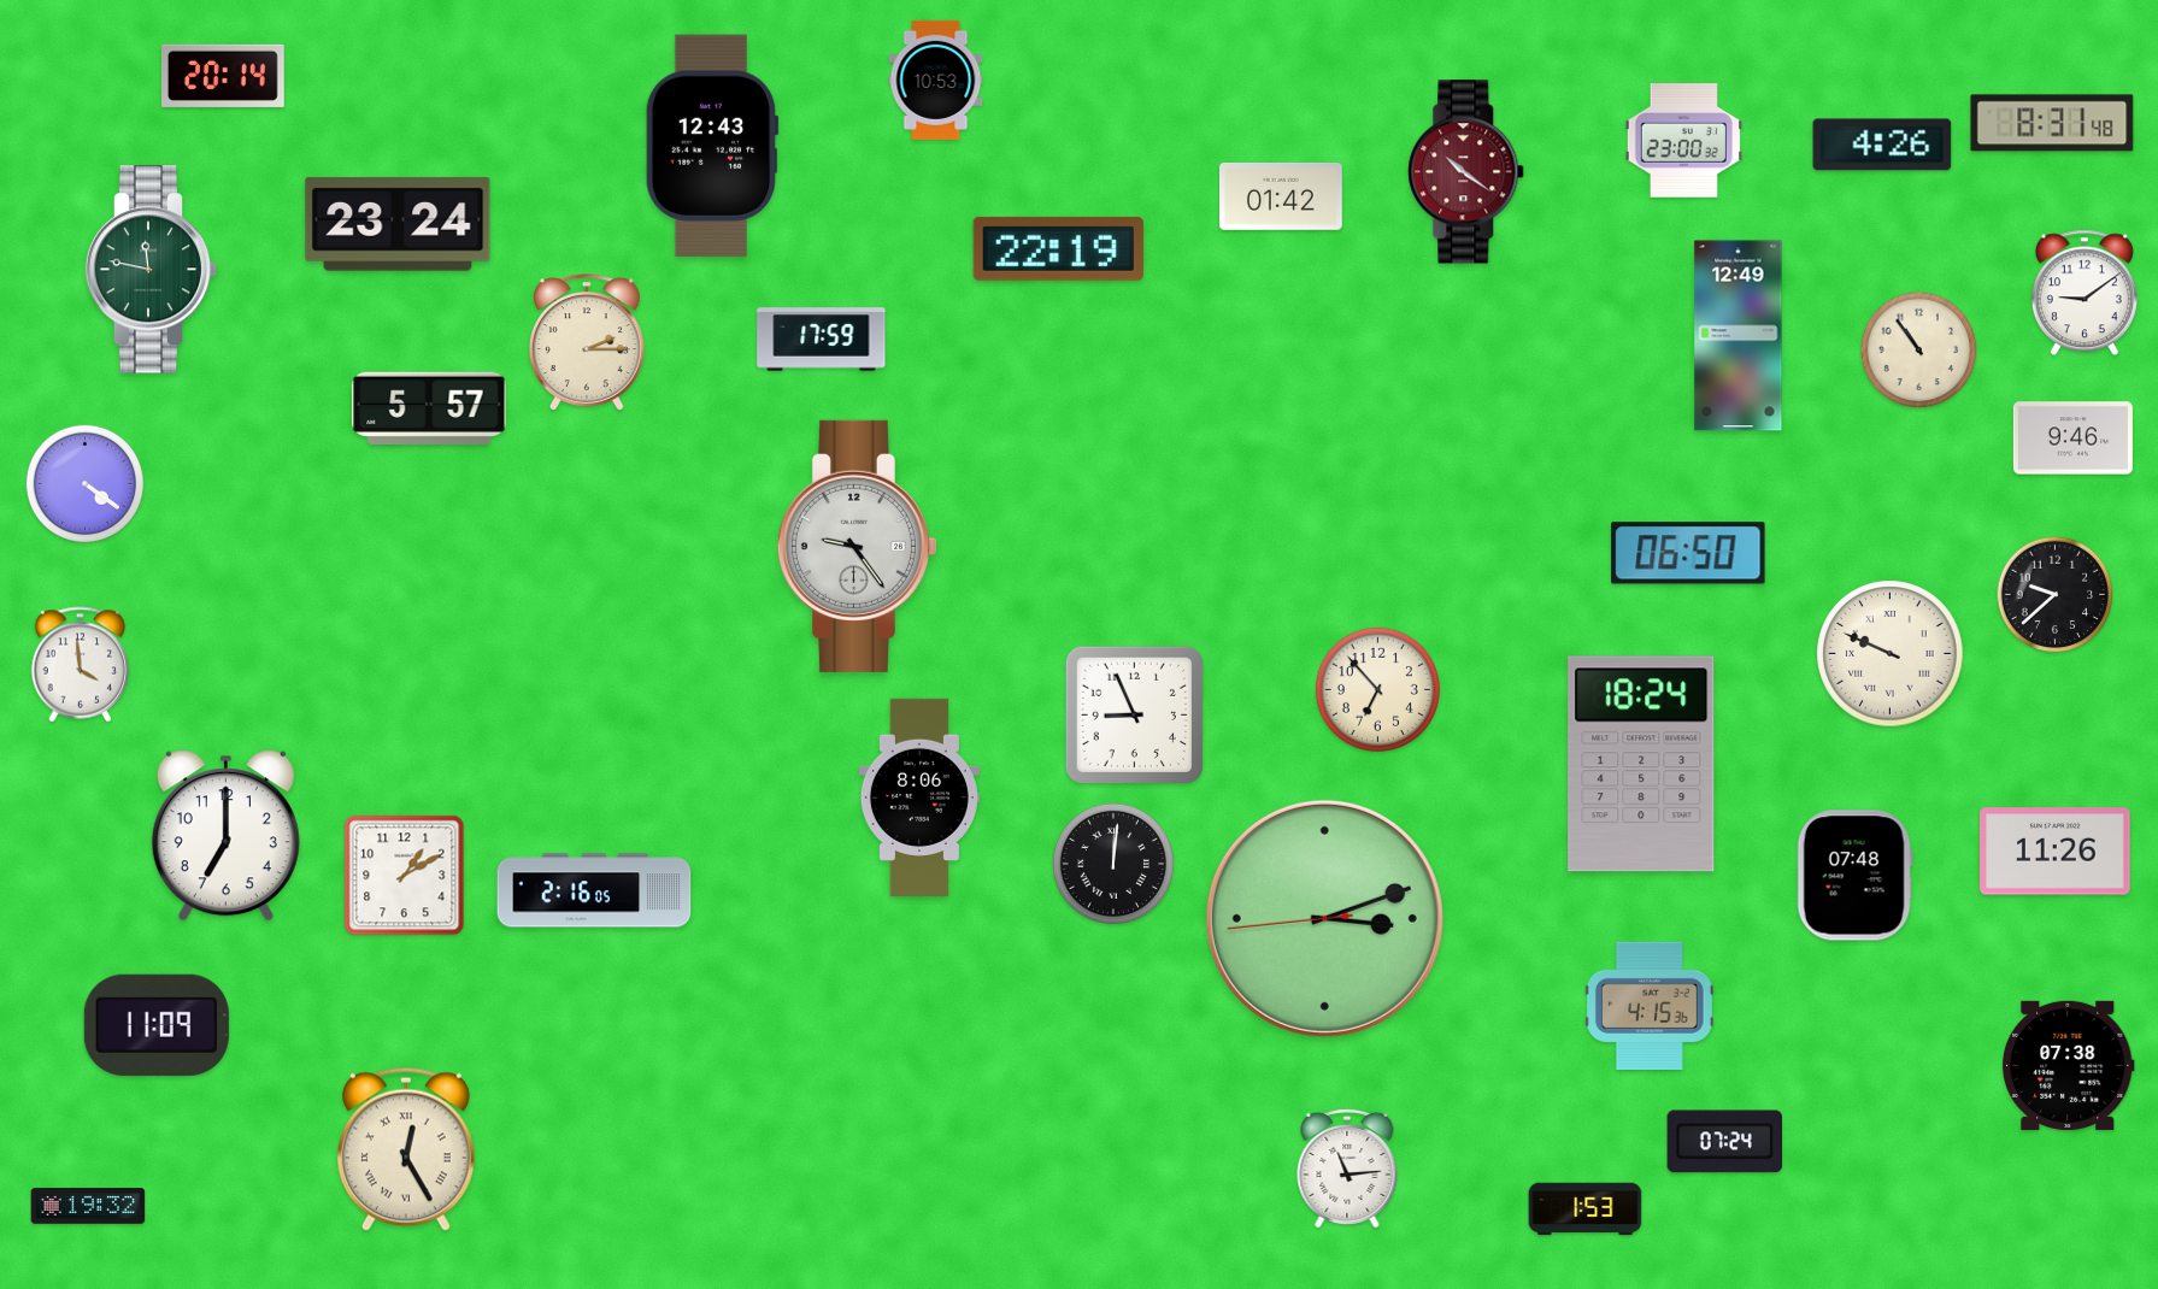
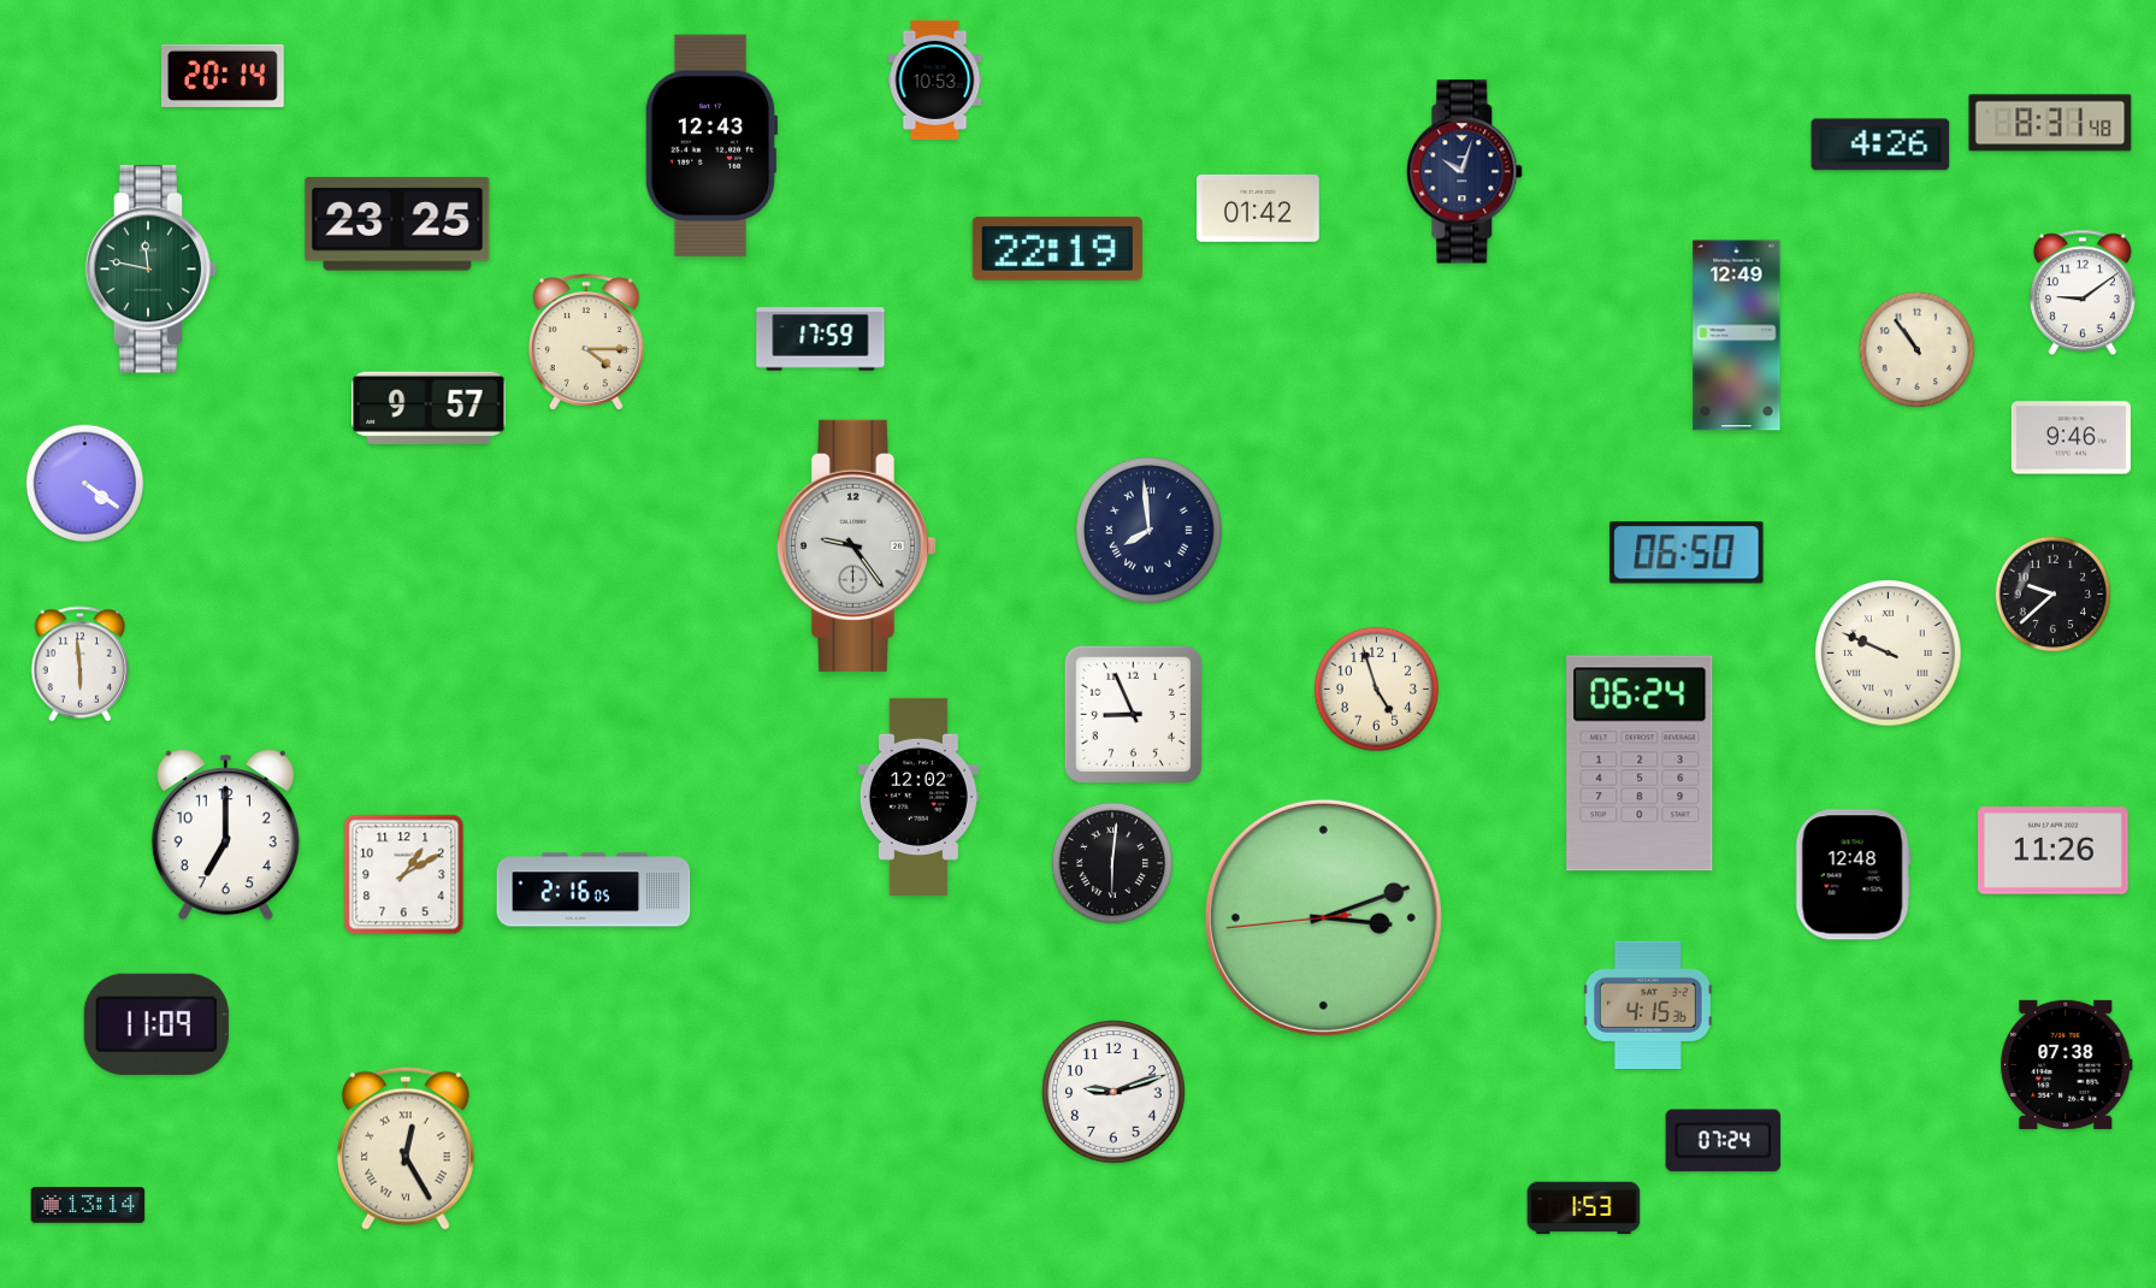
clock at (1683, 141): 23:00 -> none
clock at (1466, 172): 10:21 -> 10:03
clock at (1466, 172) dial: burgundy -> navy
clock at (1282, 198) position: (1282, 198) -> (1259, 209)
clock at (398, 224): 23:24 -> 23:25
clock at (587, 342): 2:15 -> 4:15
clock at (429, 407): 5:57 -> 9:57
clock at (1150, 531): none -> 7:59
clock at (81, 665): 3:59 -> 5:59
clock at (1377, 689): 6:53 -> 4:57
clock at (1641, 764): 18:24 -> 06:24
clock at (919, 797): 8:06 -> 12:02
clock at (1113, 864): 12:01 -> 6:01
clock at (1854, 876): 07:48 -> 12:48
clock at (1114, 1092): none -> 9:12
clock at (1347, 1169): 11:14 -> none
clock at (88, 1206): 19:32 -> 13:14
